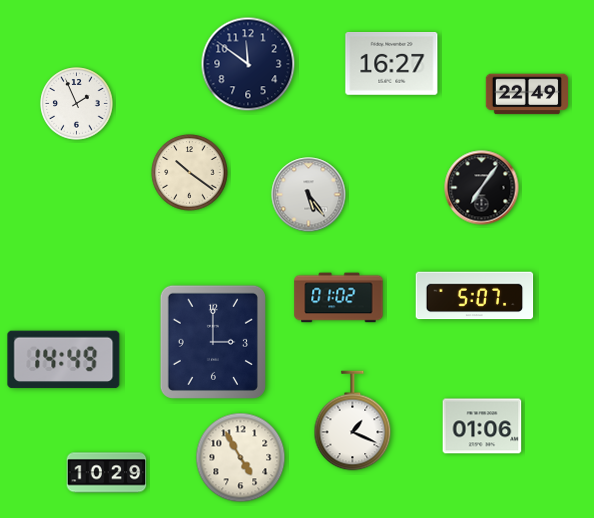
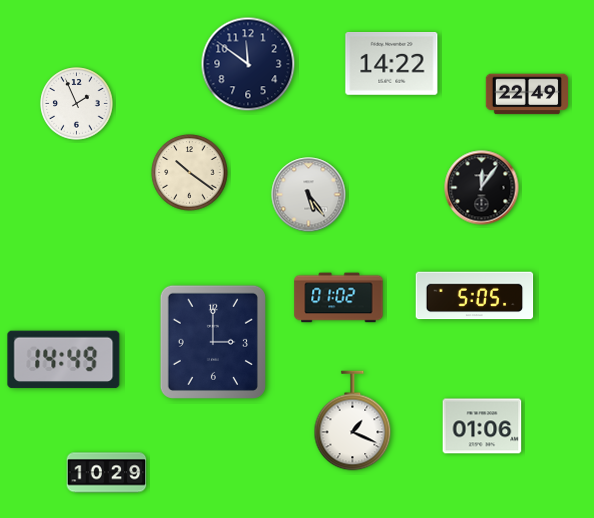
clock at (392, 64): 16:27 -> 14:22
clock at (482, 188): 7:06 -> 12:06
clock at (475, 296): 5:07 -> 5:05
clock at (241, 458): 4:55 -> none
